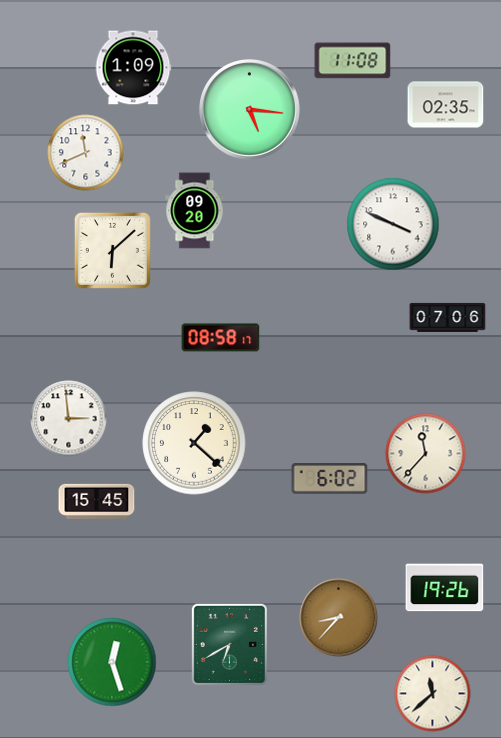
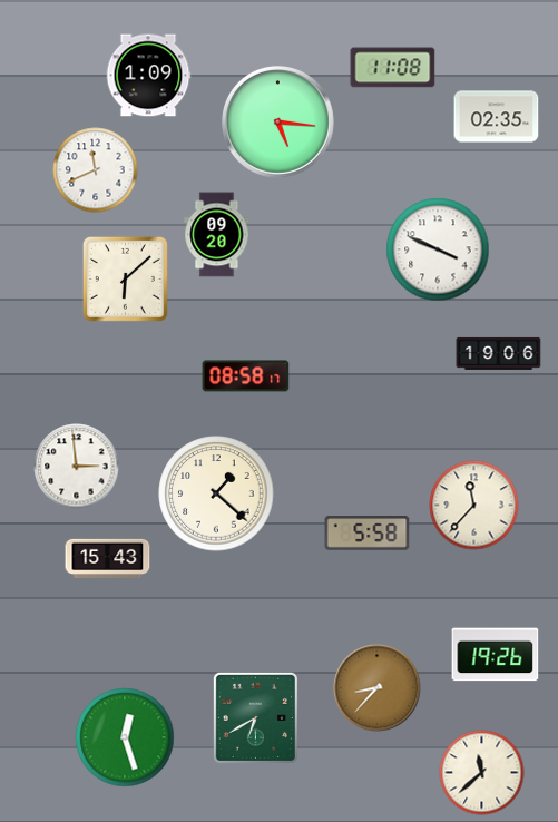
clock at (448, 317): 07:06 -> 19:06
clock at (330, 479): 6:02 -> 5:58
clock at (97, 501): 15:45 -> 15:43
